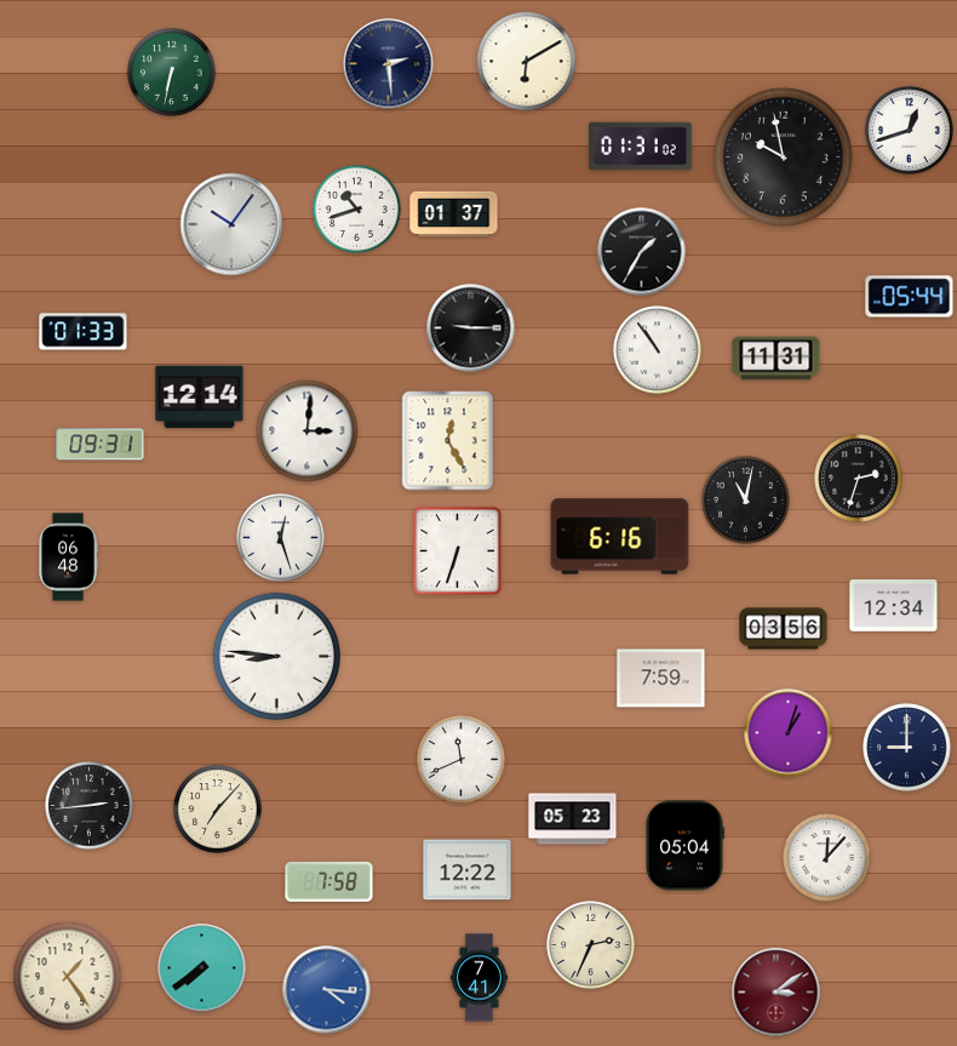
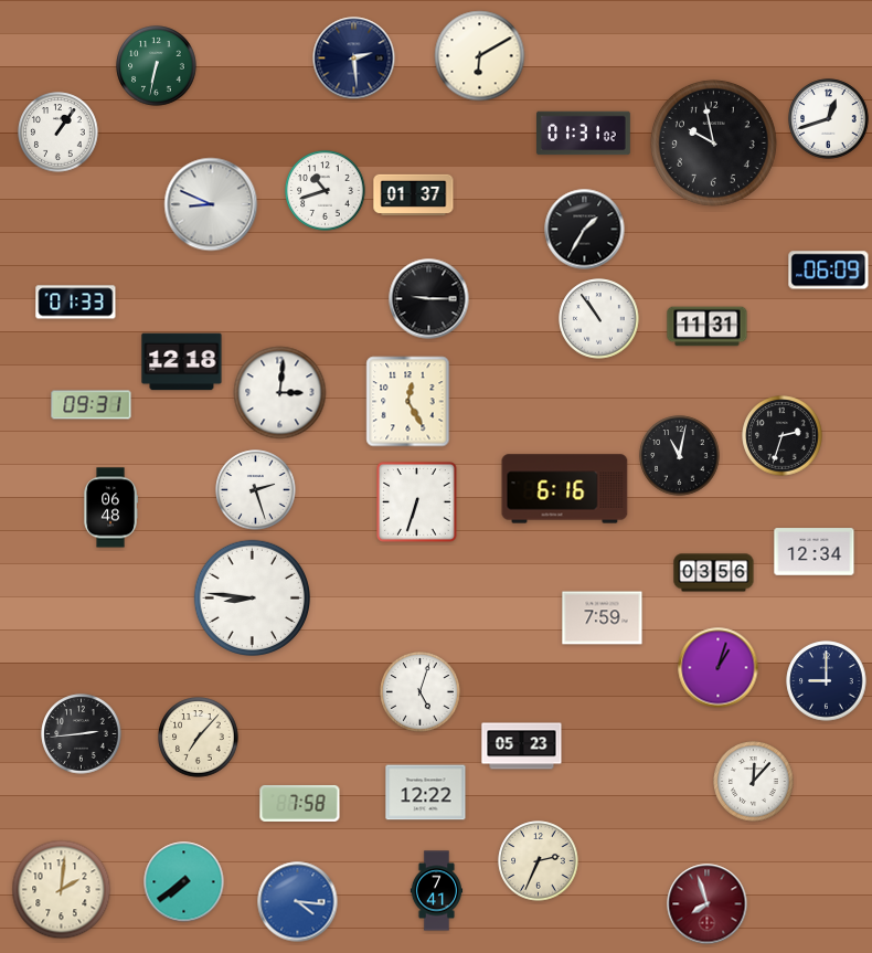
clock at (59, 133): none -> 1:06
clock at (231, 224): 10:06 -> 8:49
clock at (910, 297): 05:44 -> 06:09
clock at (200, 398): 12:14 -> 12:18
clock at (281, 538): 12:27 -> 2:27
clock at (68, 558) position: (68, 558) -> (110, 508)
clock at (462, 760): 11:41 -> 5:03
clock at (684, 846): 05:04 -> none
clock at (68, 977): 1:24 -> 2:01
clock at (777, 993): 3:09 -> 7:57
